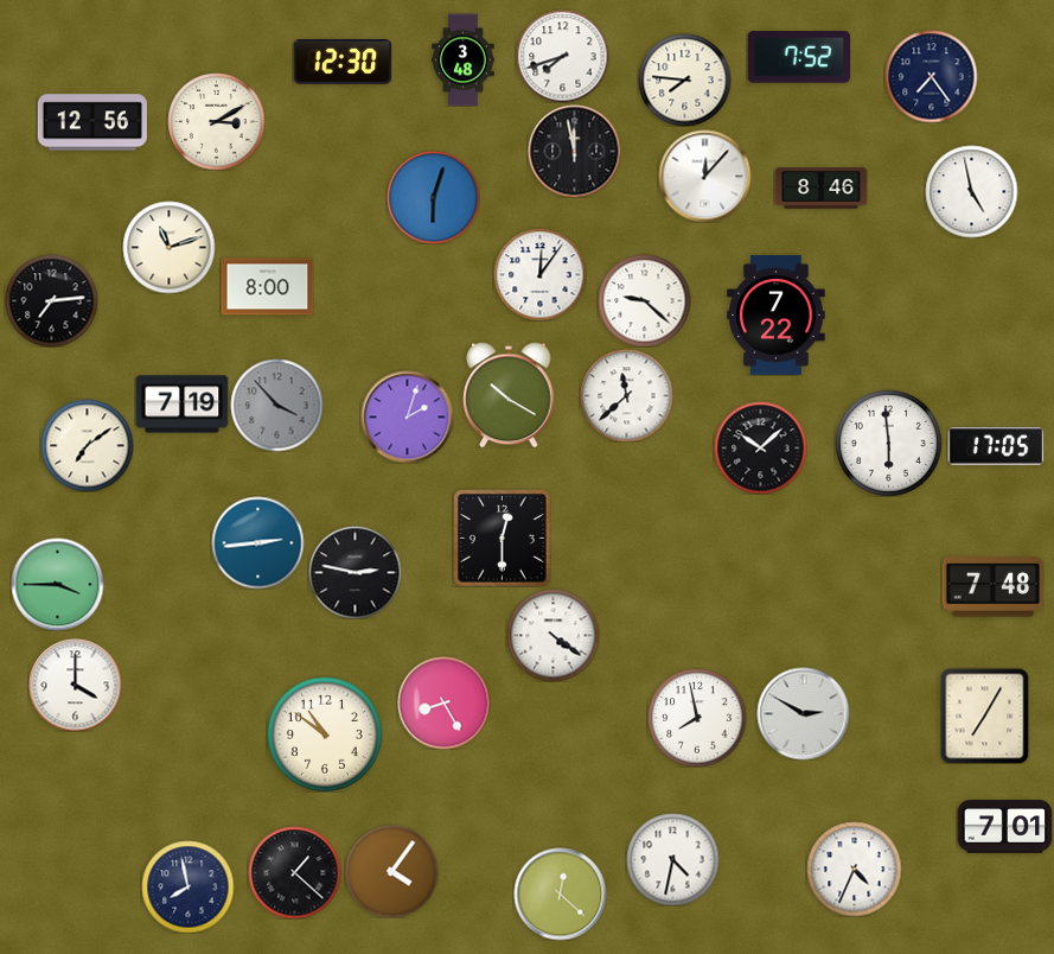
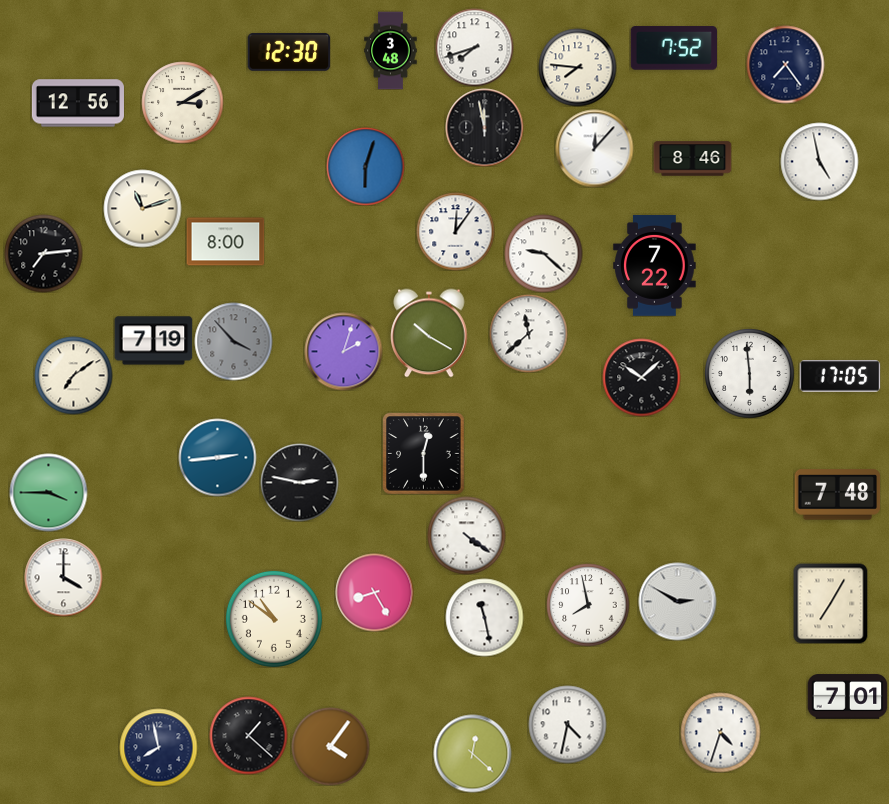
clock at (484, 617): none -> 11:28
clock at (854, 869): 4:34 -> 4:33
clock at (391, 871) position: (391, 871) -> (330, 746)
